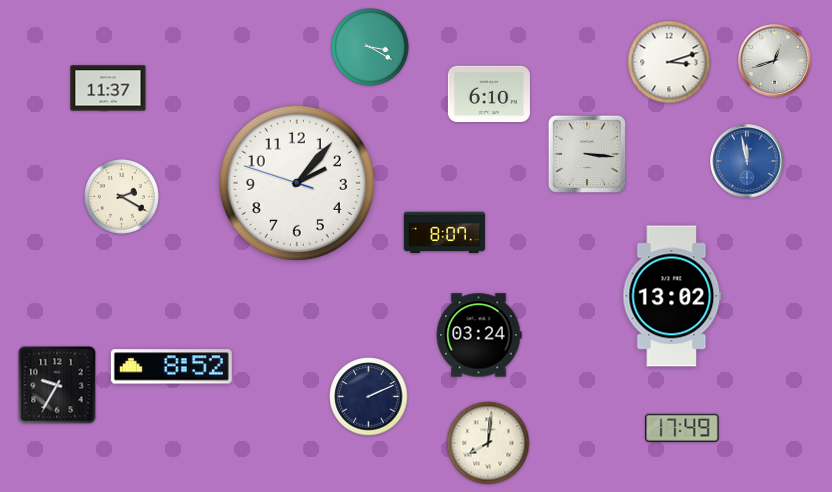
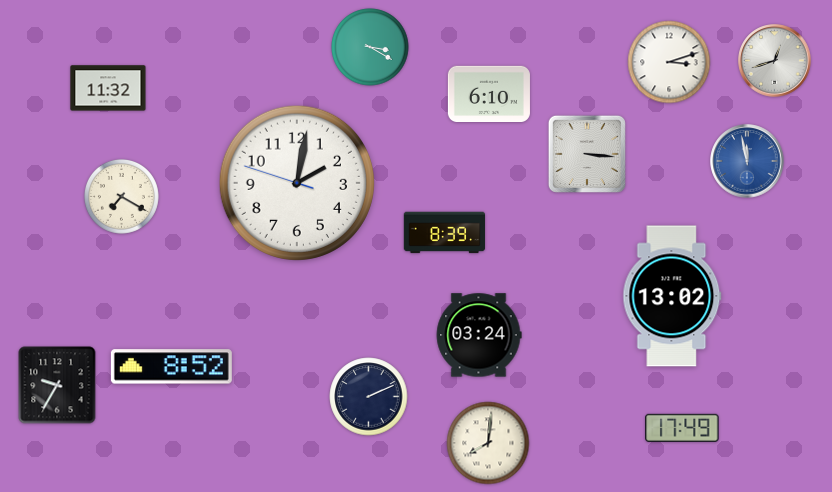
clock at (108, 88): 11:37 -> 11:32
clock at (297, 183): 2:06 -> 2:01
clock at (121, 196): 2:20 -> 7:20
clock at (445, 233): 8:07 -> 8:39
